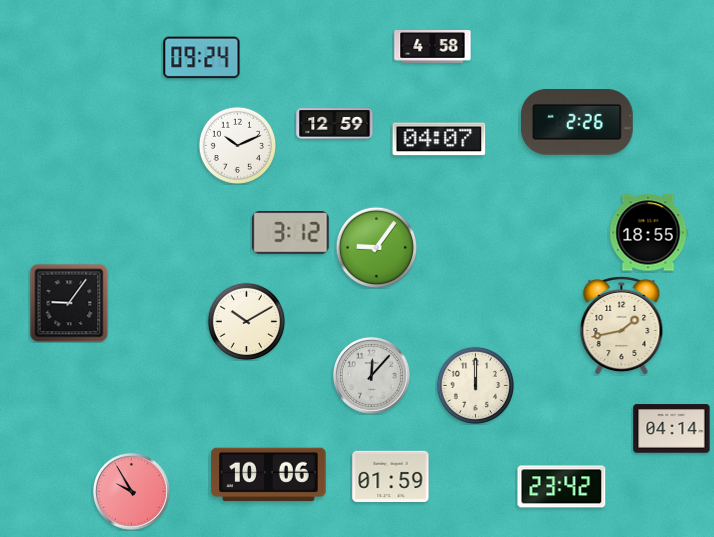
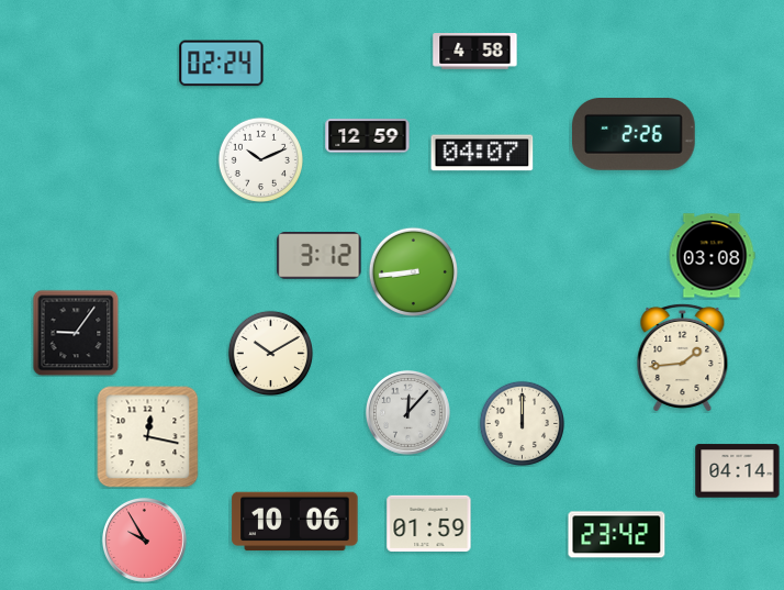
clock at (202, 58): 09:24 -> 02:24
clock at (648, 233): 18:55 -> 03:08
clock at (376, 247): 9:06 -> 8:44
clock at (622, 325): 1:43 -> 1:44
clock at (148, 437): none -> 12:17
